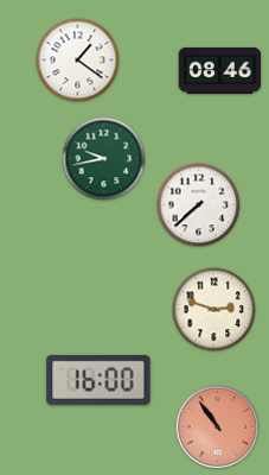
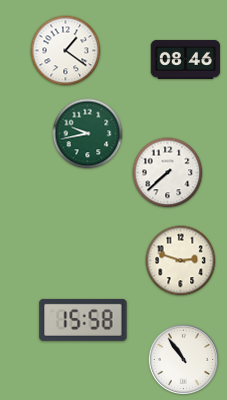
clock at (98, 380): 16:00 -> 15:58
clock at (217, 426) dial: salmon -> white
